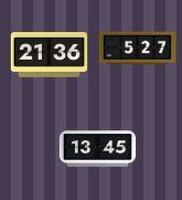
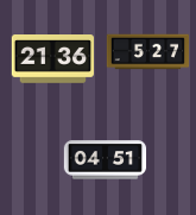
clock at (98, 149): 13:45 -> 04:51
